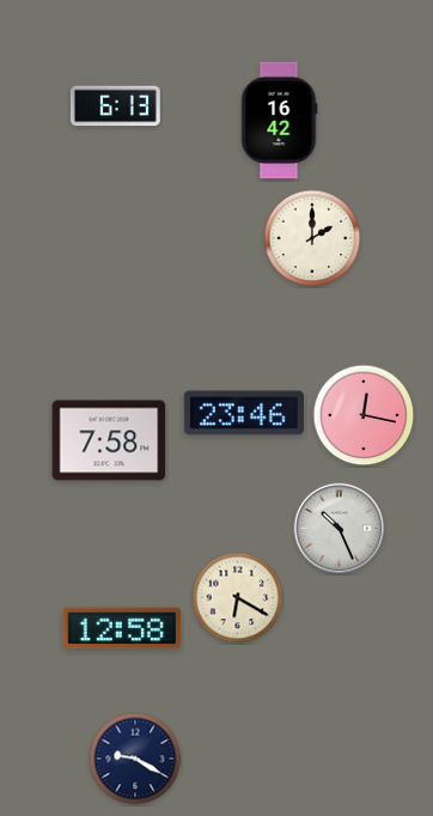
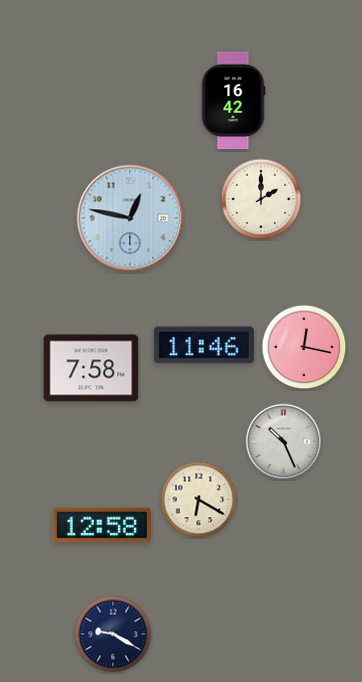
clock at (115, 106): 6:13 -> none
clock at (130, 218): none -> 12:47
clock at (244, 413): 23:46 -> 11:46
